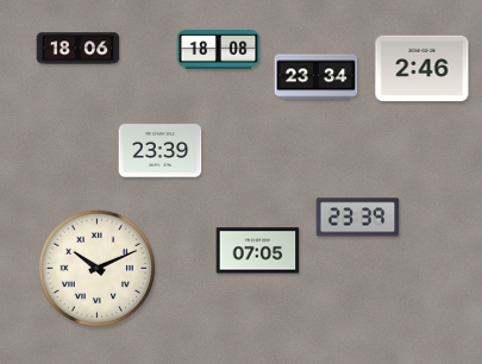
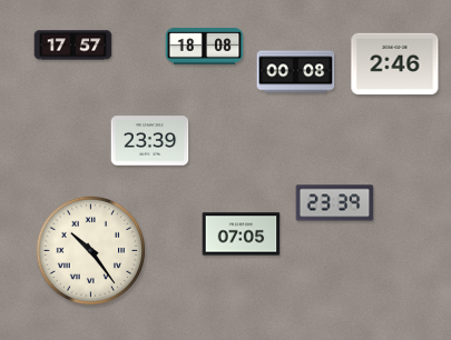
clock at (79, 49): 18:06 -> 17:57
clock at (317, 77): 23:34 -> 00:08
clock at (98, 269): 10:11 -> 10:24
